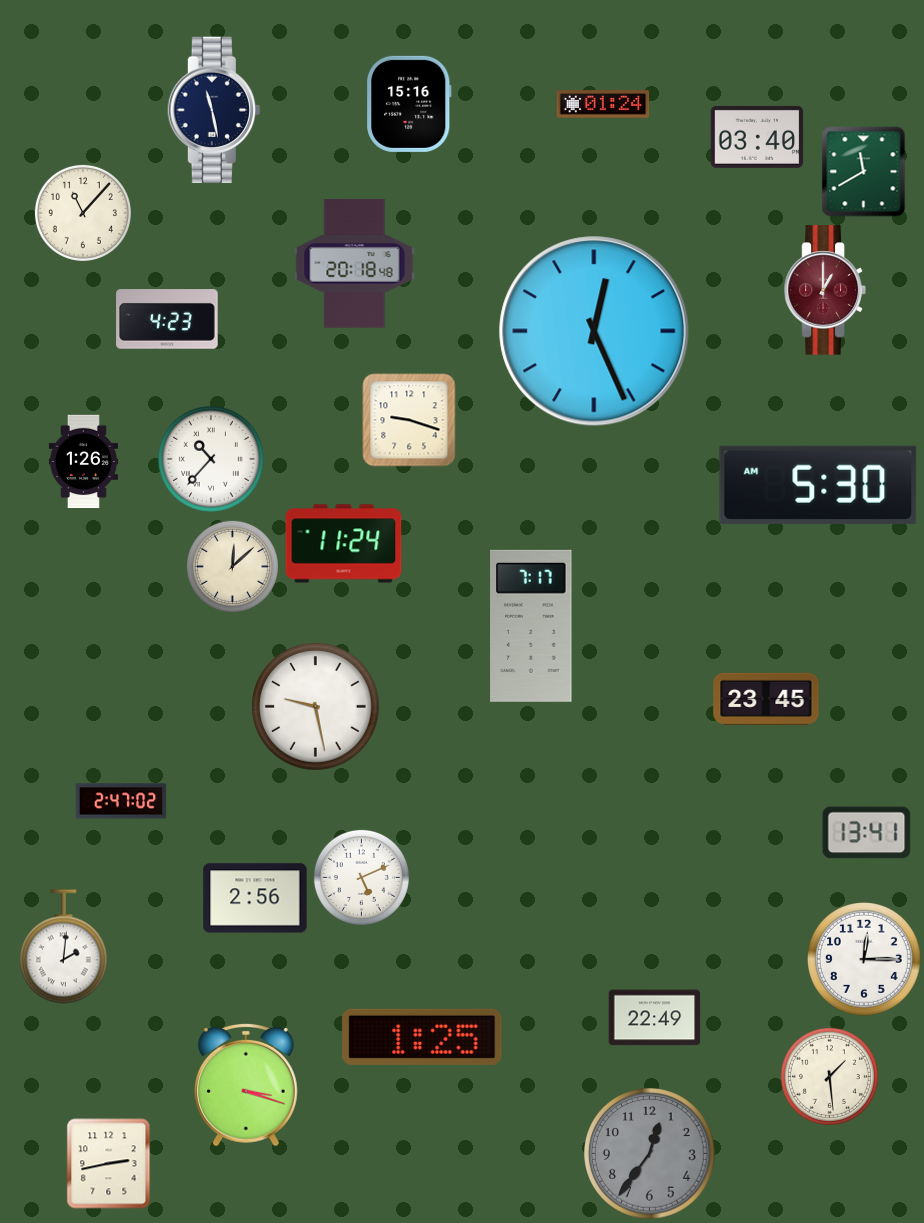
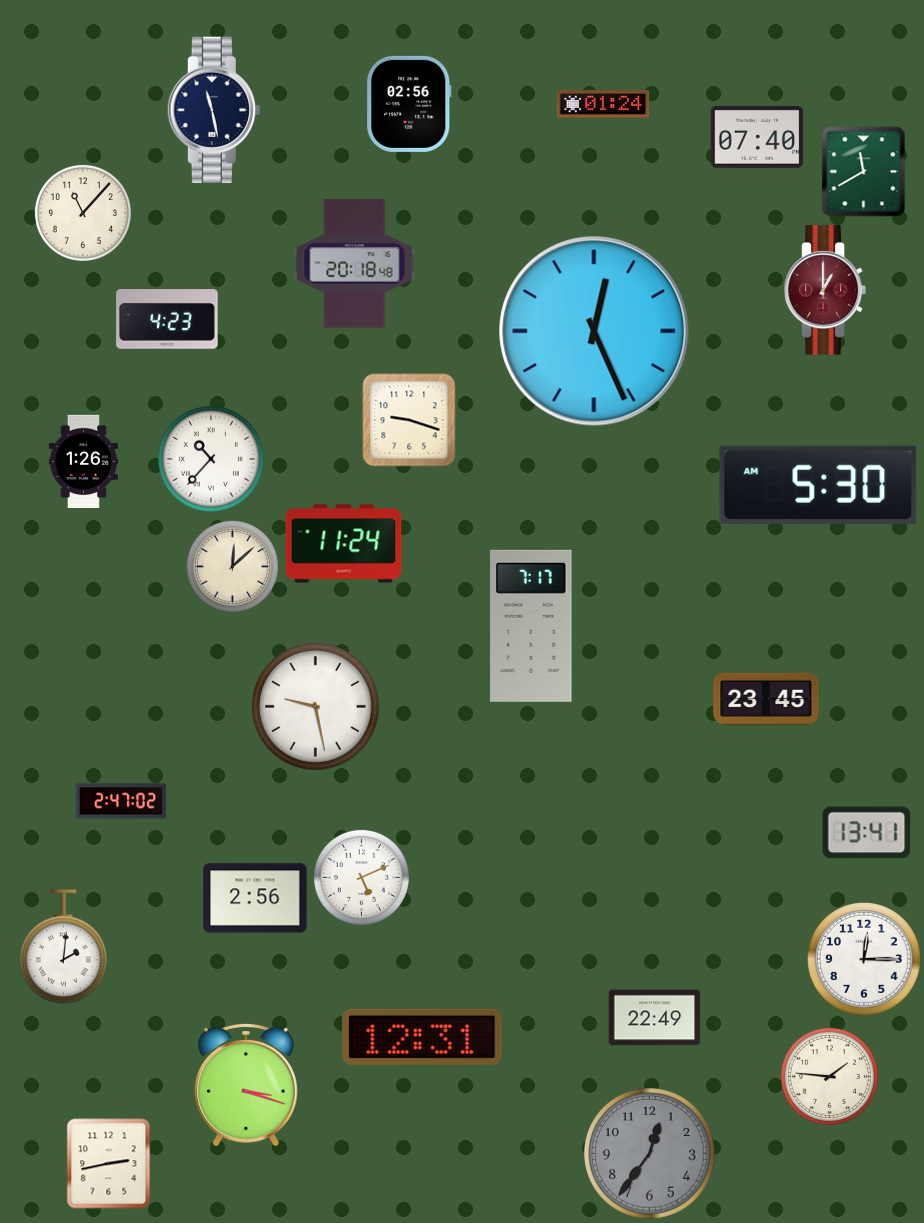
clock at (410, 104): 15:16 -> 02:56
clock at (757, 137): 03:40 -> 07:40
clock at (422, 1037): 1:25 -> 12:31
clock at (829, 1076): 1:29 -> 1:46
